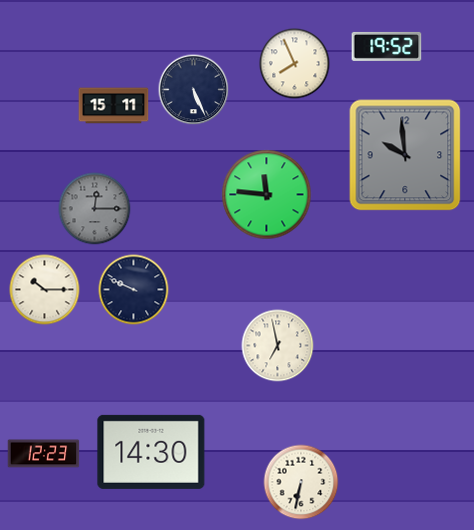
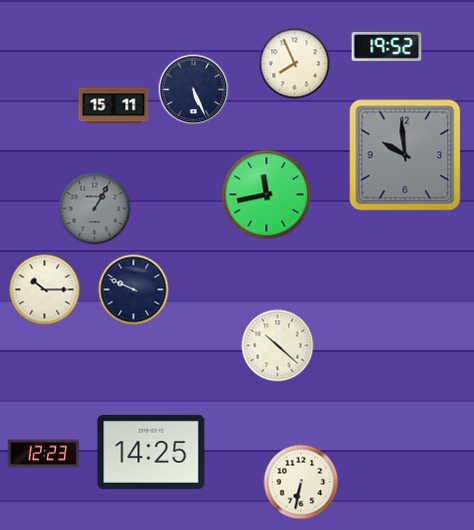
clock at (267, 195): 11:46 -> 11:43
clock at (95, 209): 12:15 -> 1:05
clock at (278, 346): 6:58 -> 10:22
clock at (151, 452): 14:30 -> 14:25
